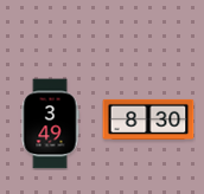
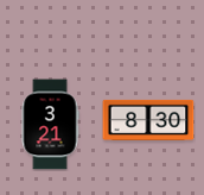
clock at (50, 124): 3:49 -> 3:21
